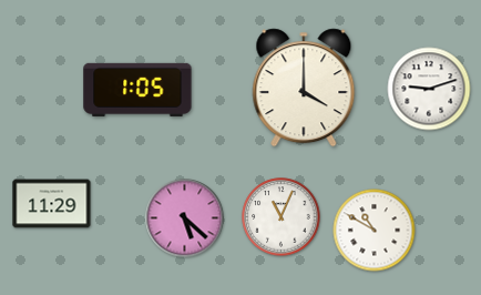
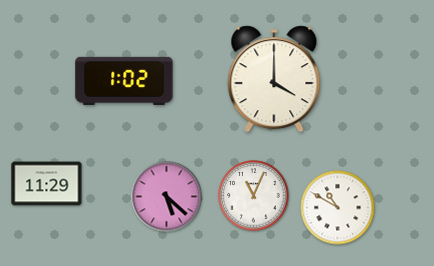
clock at (429, 89): 9:12 -> none
clock at (137, 90): 1:05 -> 1:02
